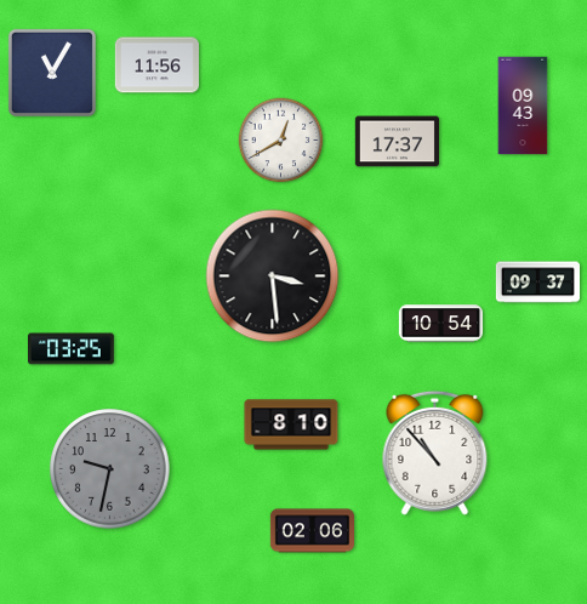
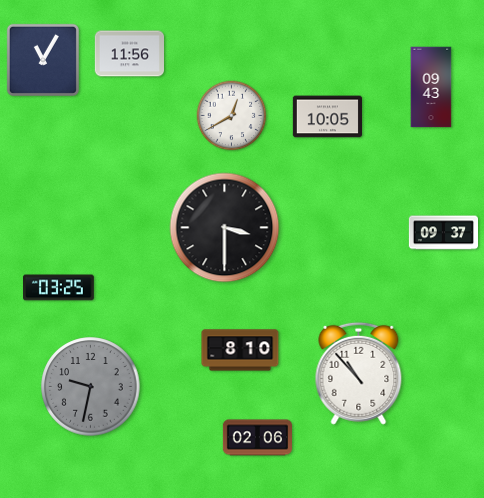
clock at (397, 142): 17:37 -> 10:05
clock at (273, 277): 3:29 -> 3:30
clock at (440, 324): 10:54 -> none
